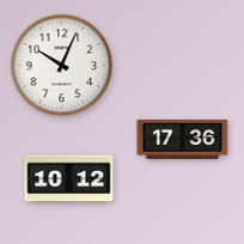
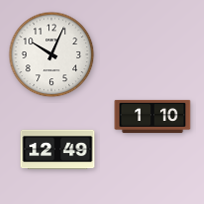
clock at (183, 139): 17:36 -> 1:10
clock at (69, 179): 10:12 -> 12:49
